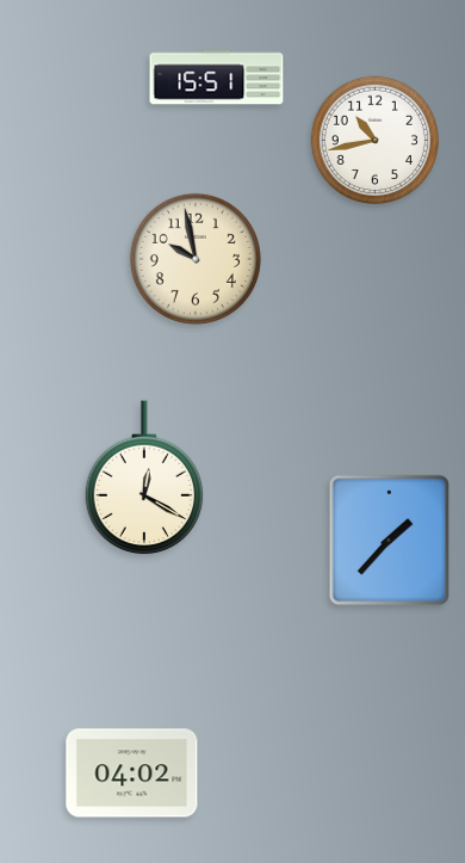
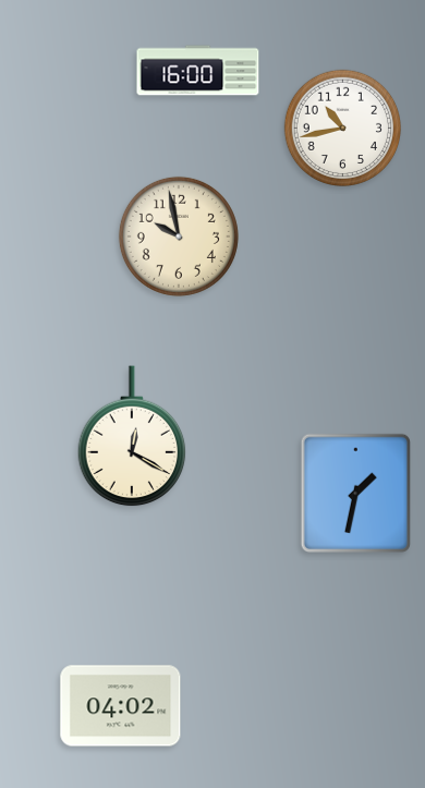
clock at (217, 78): 15:51 -> 16:00
clock at (389, 540): 1:37 -> 1:32
